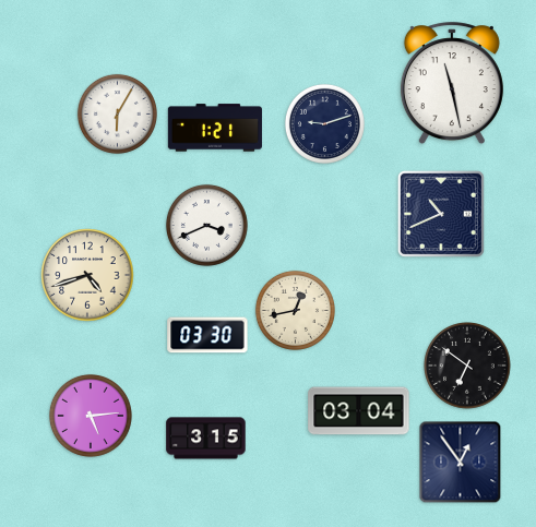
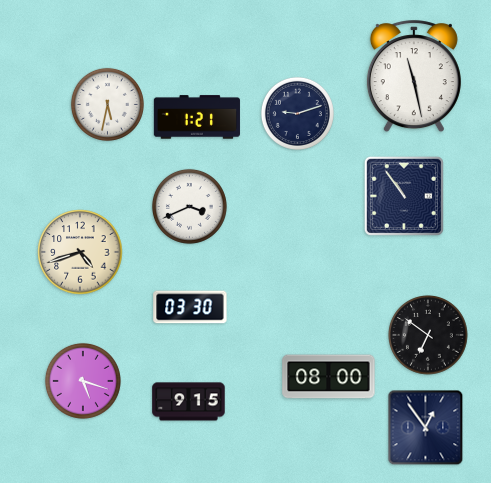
clock at (117, 113): 6:05 -> 5:32
clock at (441, 214): 10:41 -> 10:54
clock at (295, 310): 12:43 -> none
clock at (359, 411): 03:04 -> 08:00
clock at (91, 416): 5:14 -> 5:18
clock at (206, 439): 3:15 -> 9:15
clock at (461, 463) position: (461, 463) -> (426, 428)
